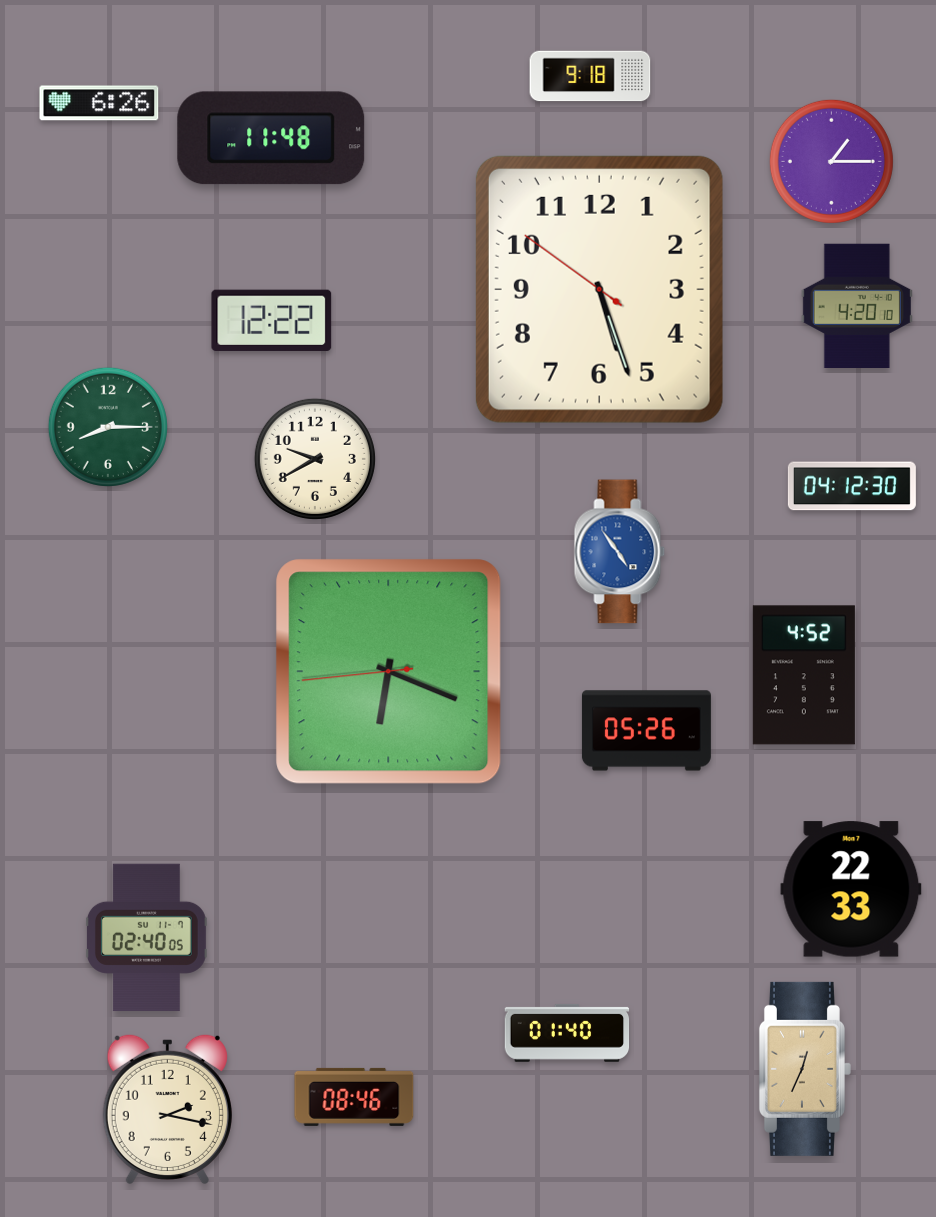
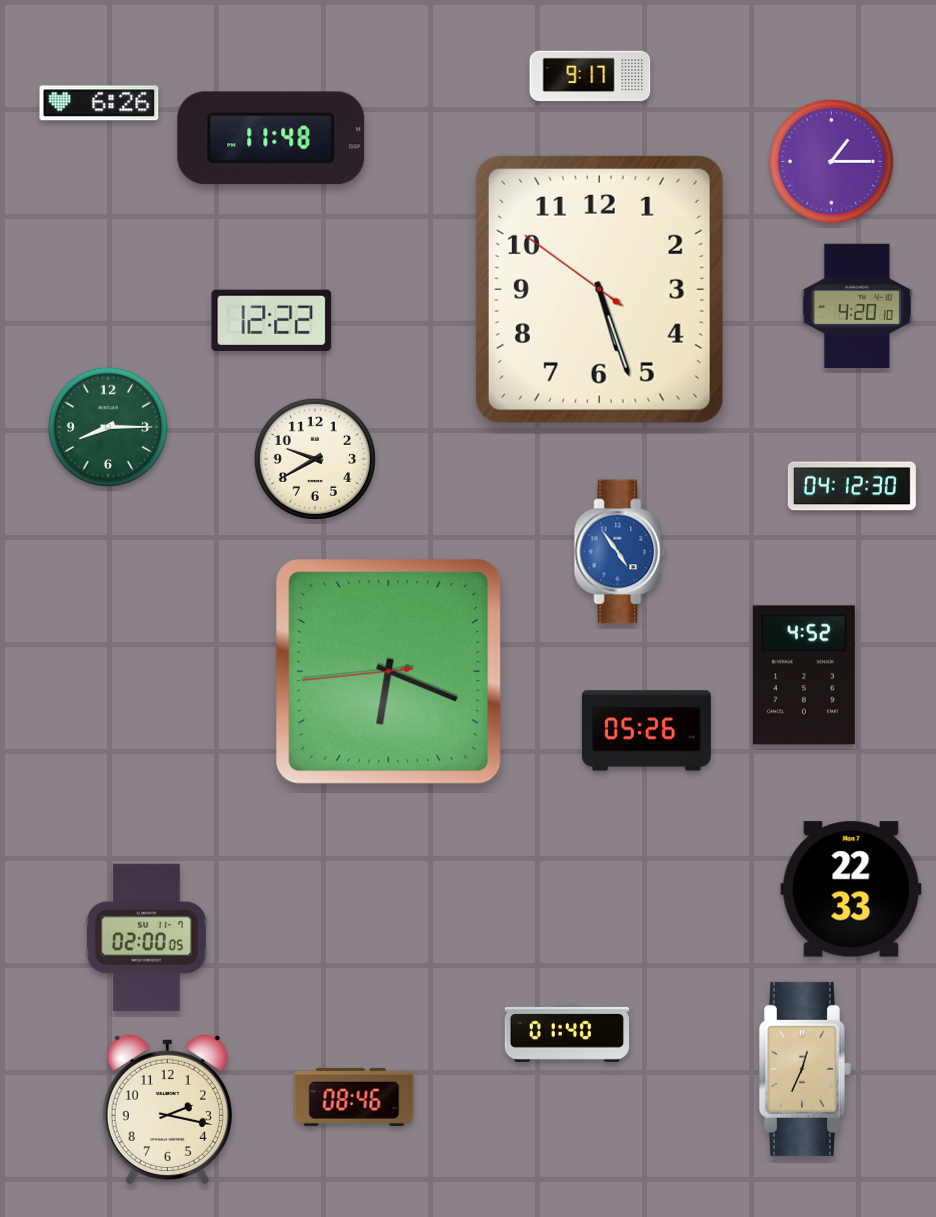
clock at (590, 76): 9:18 -> 9:17
clock at (146, 938): 02:40 -> 02:00
